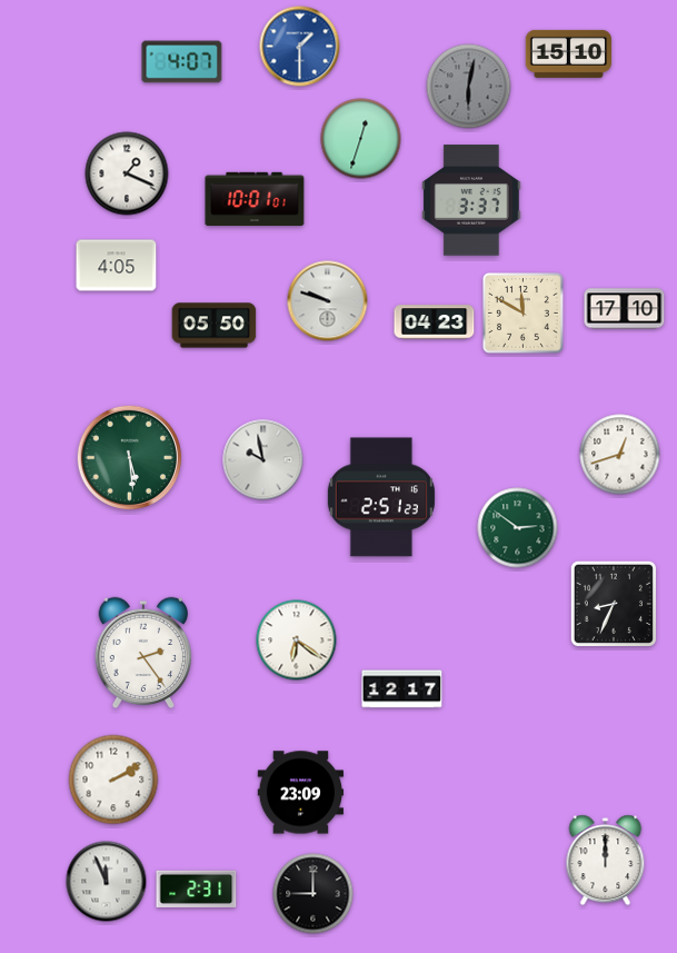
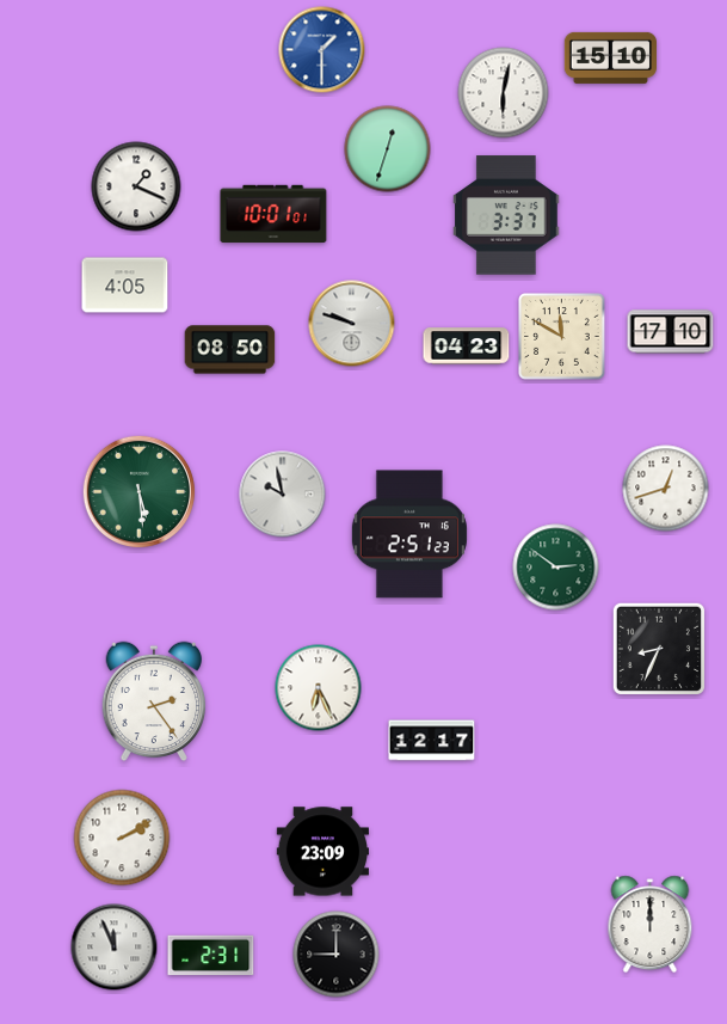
clock at (182, 62): 4:07 -> none
clock at (469, 87) dial: grey -> white
clock at (215, 326): 05:50 -> 08:50
clock at (297, 641): 6:21 -> 6:26
clock at (313, 894) position: (313, 894) -> (337, 955)
